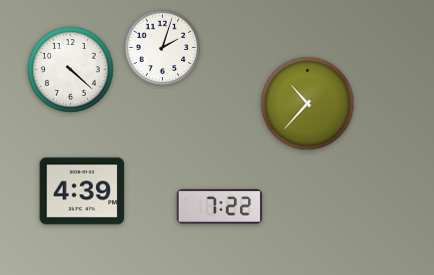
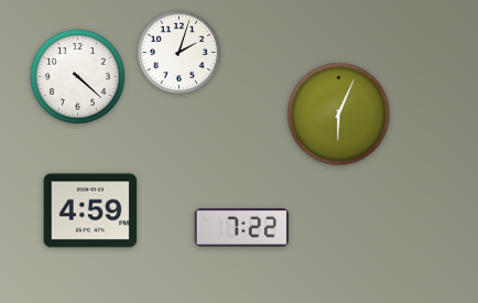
clock at (308, 104): 10:37 -> 6:04
clock at (82, 191): 4:39 -> 4:59
